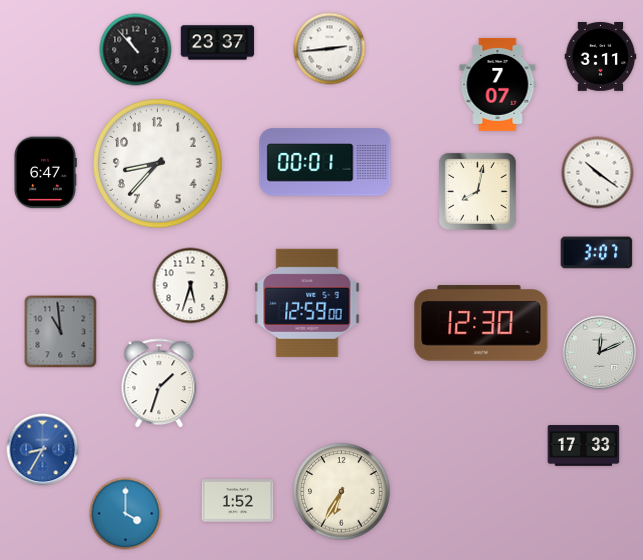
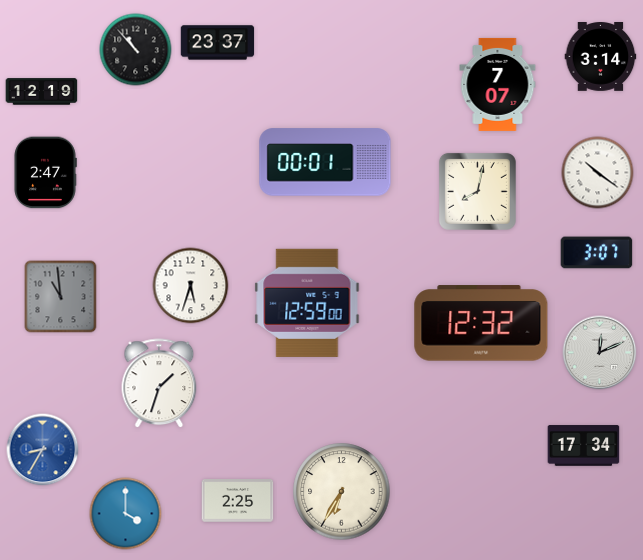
clock at (330, 49): 2:44 -> none
clock at (601, 57): 3:11 -> 3:14
clock at (42, 92): none -> 12:19
clock at (158, 164): 8:37 -> none
clock at (45, 173): 6:47 -> 2:47
clock at (481, 323): 12:30 -> 12:32
clock at (61, 332) position: (61, 332) -> (61, 297)
clock at (584, 446): 17:33 -> 17:34
clock at (238, 501): 1:52 -> 2:25
